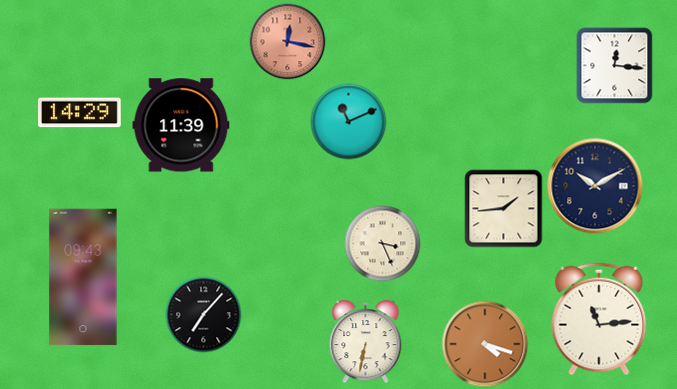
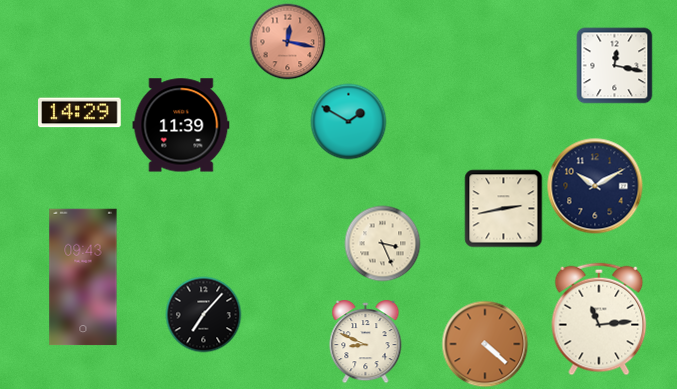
clock at (615, 66): 12:16 -> 12:17
clock at (349, 122): 11:11 -> 1:50
clock at (504, 209): 1:44 -> 2:43
clock at (366, 342): 6:32 -> 8:49
clock at (485, 344): 4:18 -> 4:22
